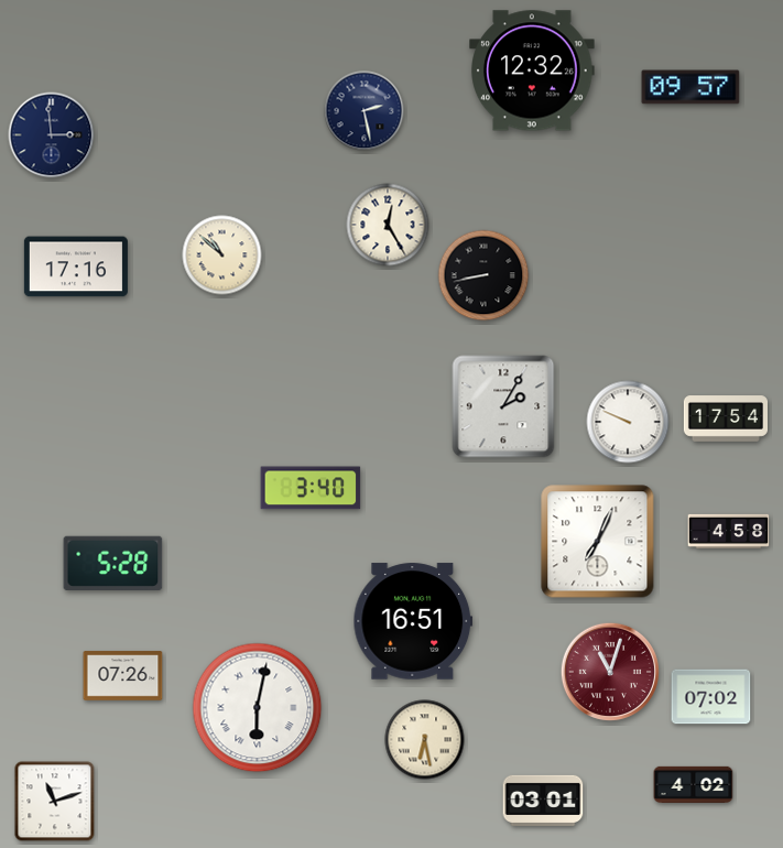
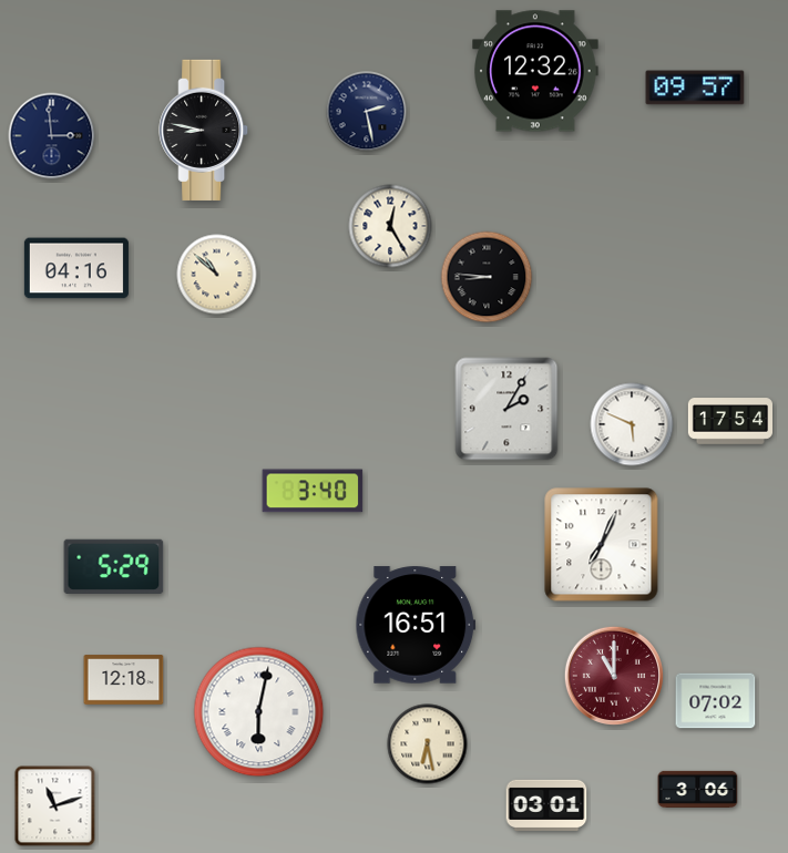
clock at (204, 130): none -> 8:47
clock at (222, 256) position: (222, 256) -> (217, 275)
clock at (76, 267): 17:16 -> 04:16
clock at (483, 275): 8:43 -> 8:46
clock at (628, 422): 9:49 -> 5:49
clock at (729, 531): 4:58 -> none
clock at (113, 563): 5:28 -> 5:29
clock at (610, 672): 11:03 -> 11:00
clock at (123, 676): 07:26 -> 12:18
clock at (694, 784): 4:02 -> 3:06
